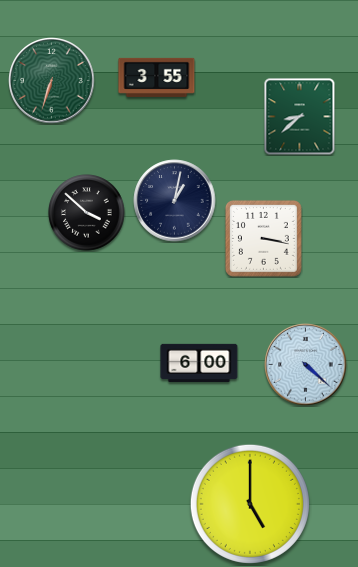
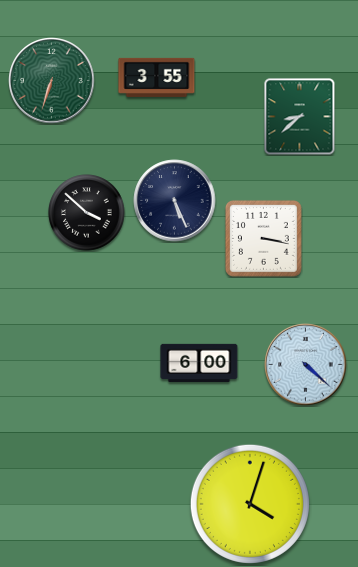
clock at (175, 201): 1:02 -> 5:26
clock at (250, 504): 5:00 -> 4:03
